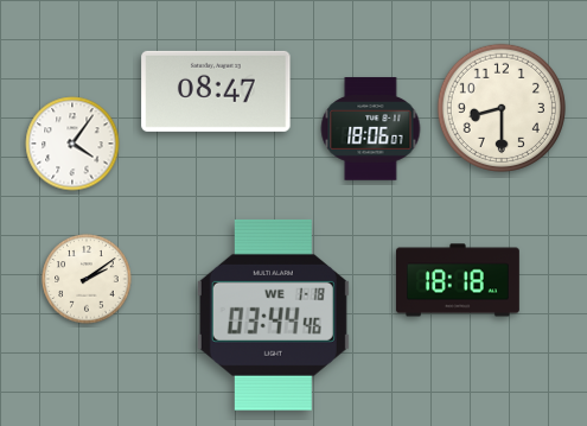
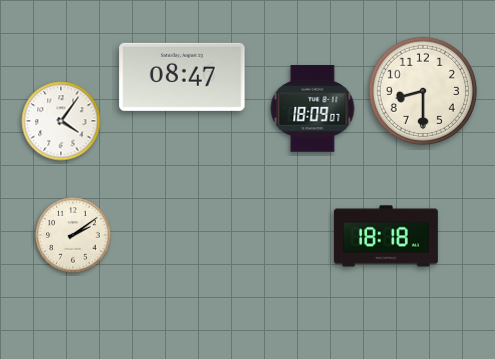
clock at (371, 129): 18:06 -> 18:09
clock at (273, 314): 03:44 -> none
